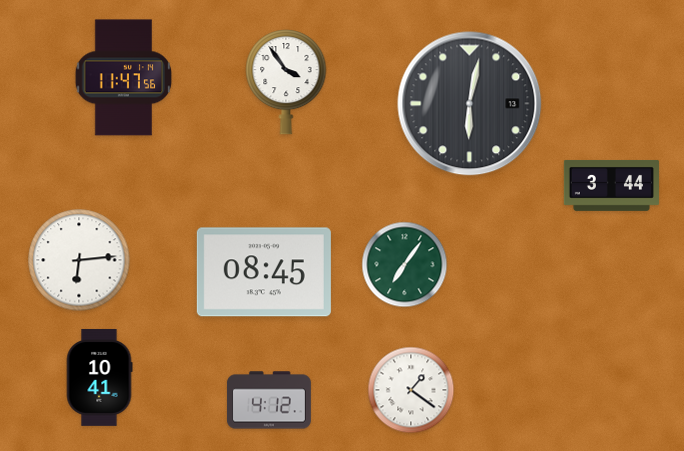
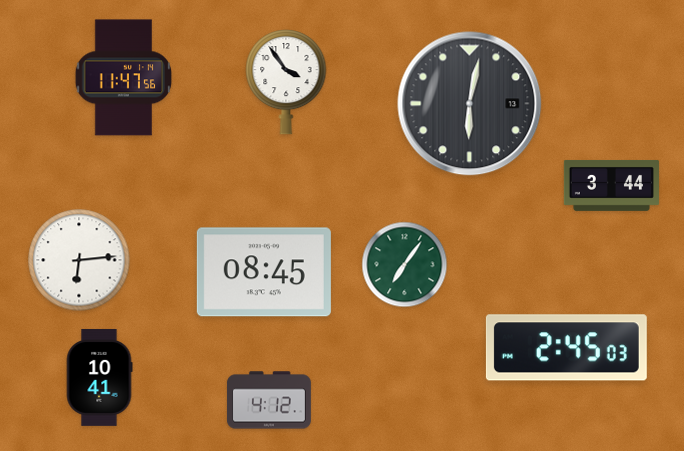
clock at (566, 348): none -> 2:45
clock at (411, 390): 1:21 -> none
